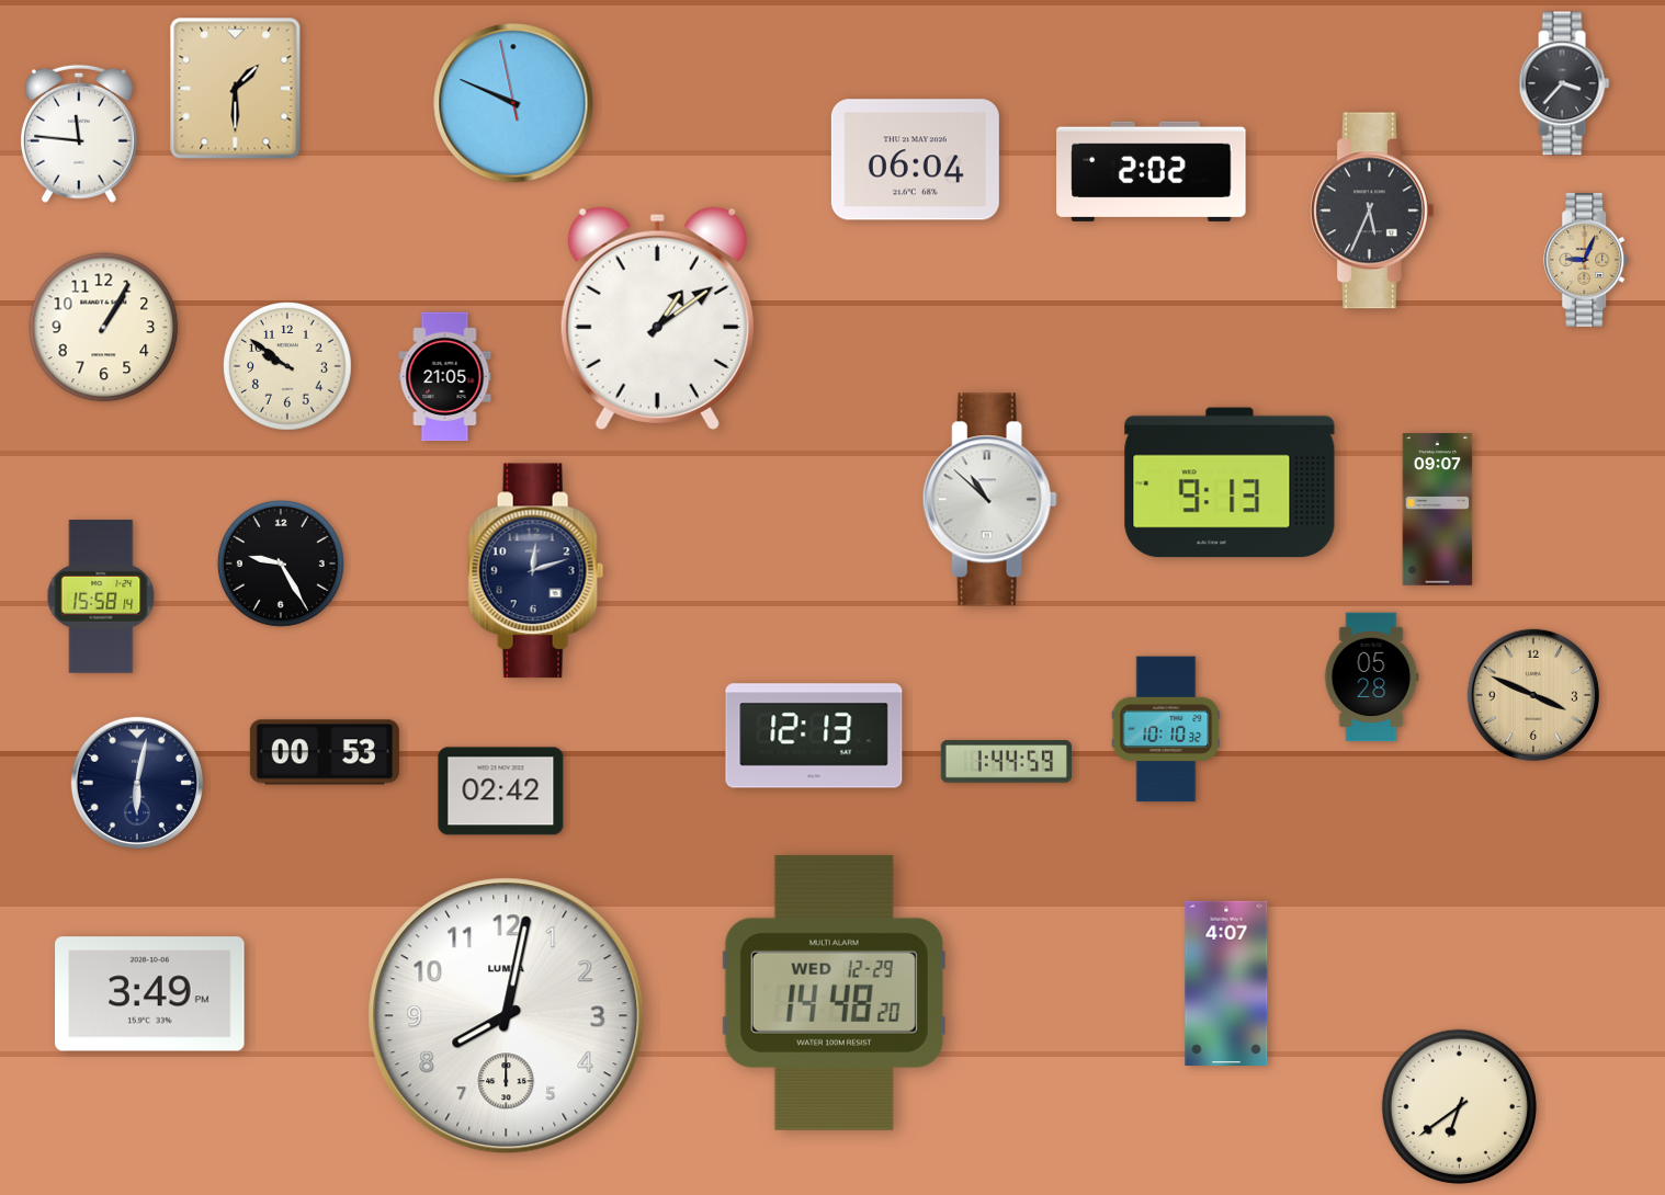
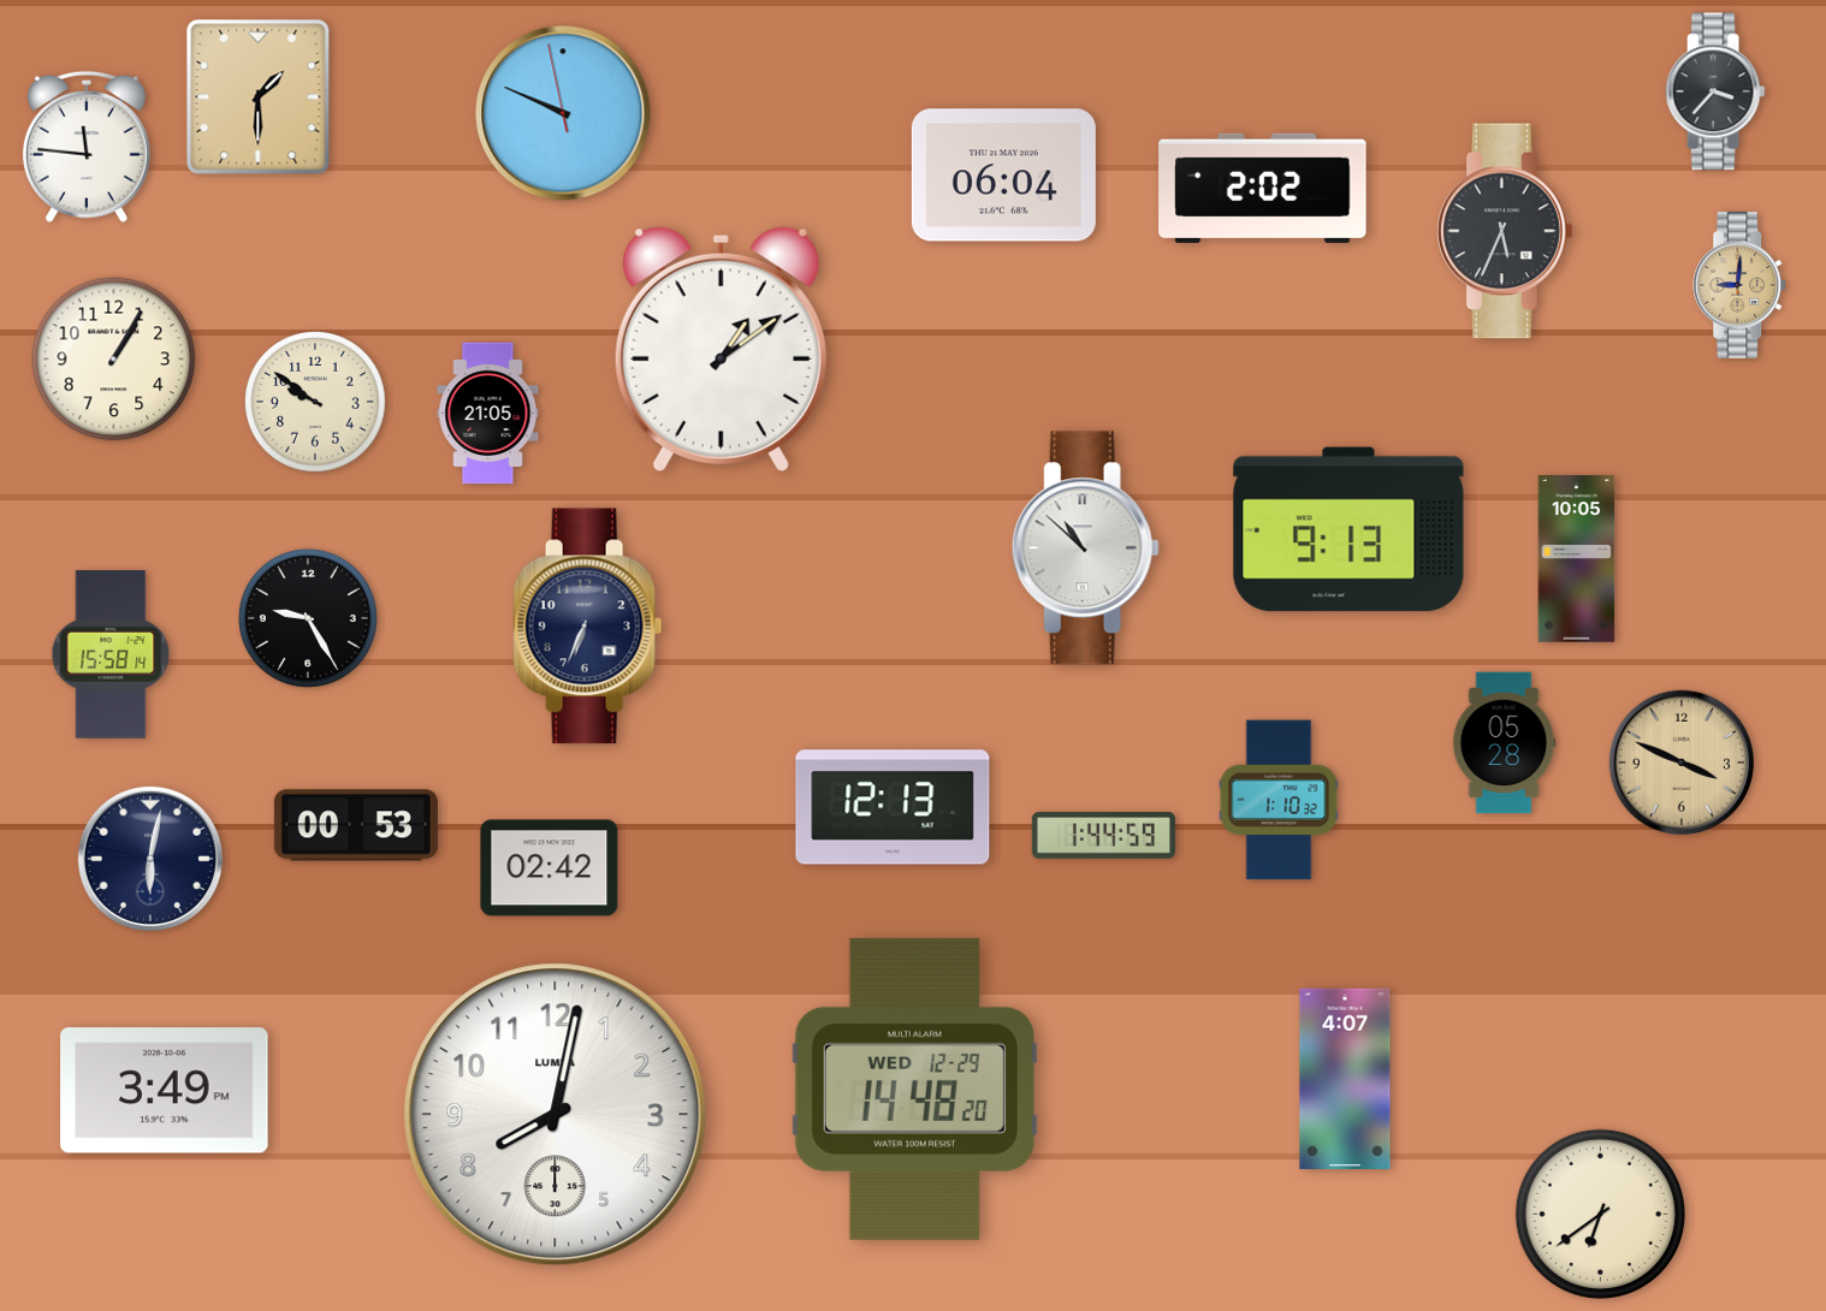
clock at (1587, 260): 9:04 -> 9:01
clock at (1438, 510): 09:07 -> 10:05
clock at (536, 571): 12:12 -> 6:34
clock at (1166, 729): 10:10 -> 1:10
